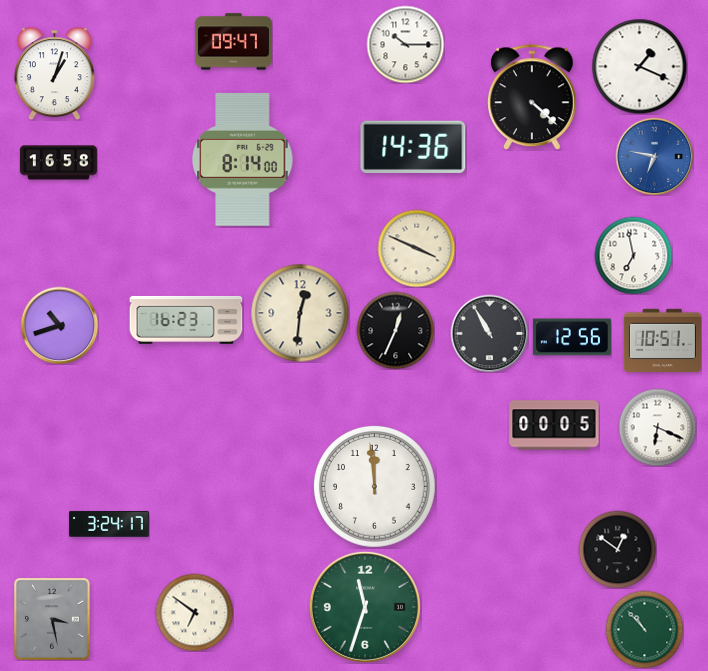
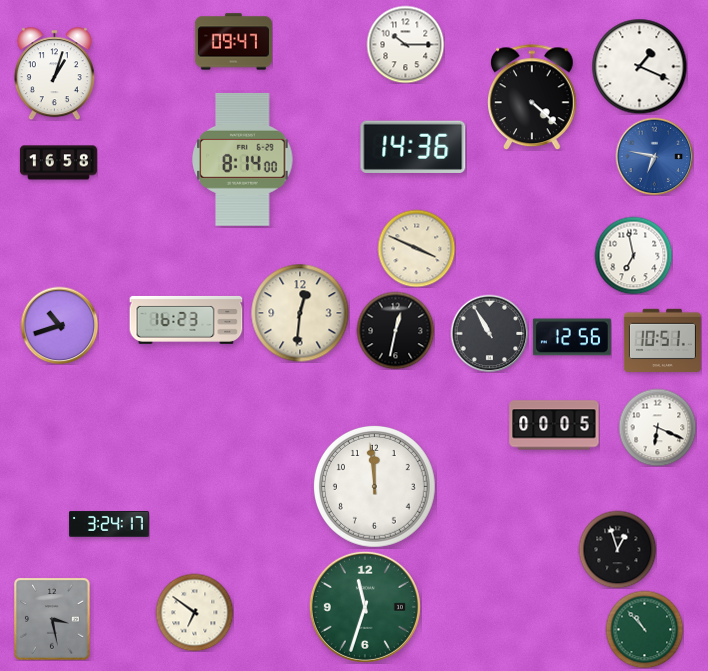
clock at (395, 330): 12:34 -> 12:32
clock at (617, 549): 12:51 -> 12:57
